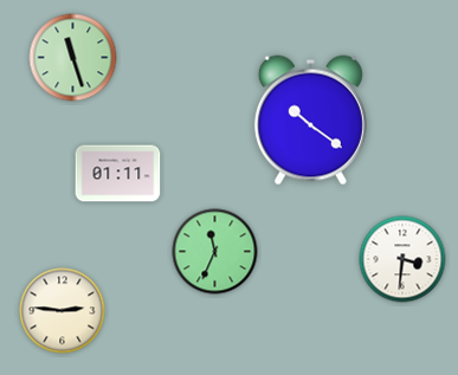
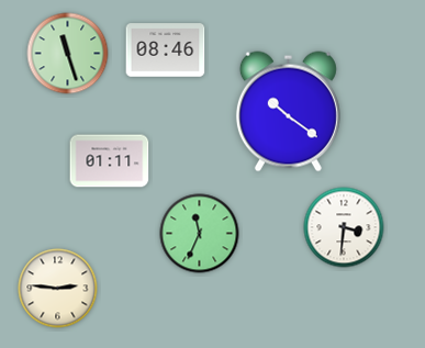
clock at (166, 50): none -> 08:46
clock at (402, 259) position: (402, 259) -> (344, 227)
